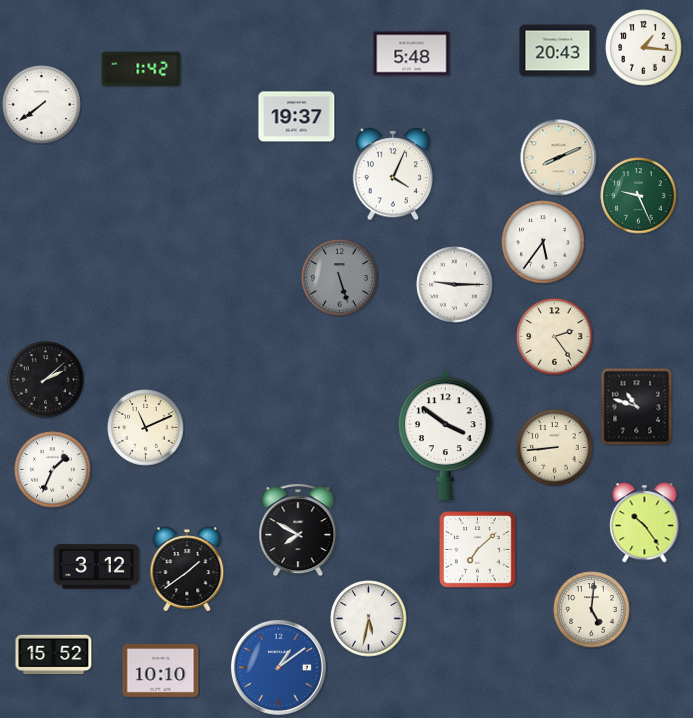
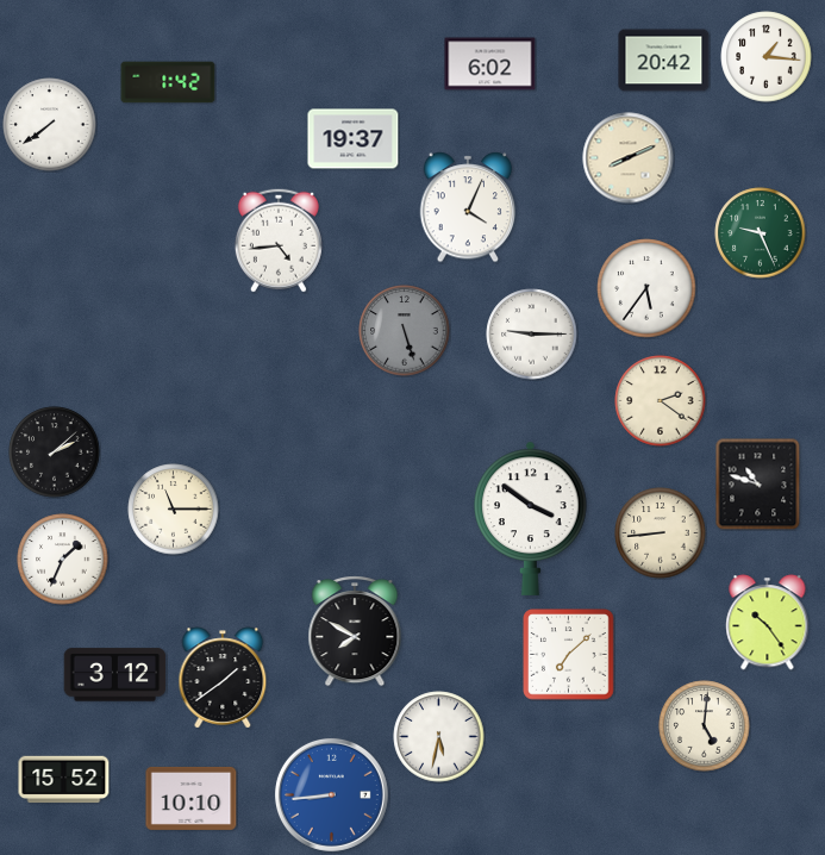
clock at (558, 51): 20:43 -> 20:42
clock at (412, 54): 5:48 -> 6:02
clock at (559, 158) position: (559, 158) -> (629, 158)
clock at (279, 241): none -> 4:44
clock at (455, 285) position: (455, 285) -> (532, 335)
clock at (555, 337): 2:24 -> 2:21
clock at (146, 428): 11:11 -> 11:15
clock at (278, 667): 1:09 -> 8:44
